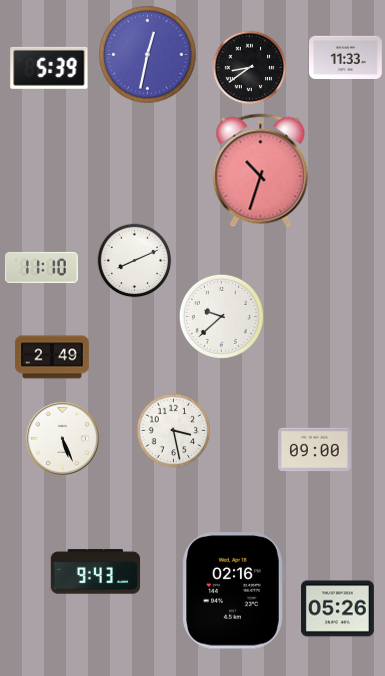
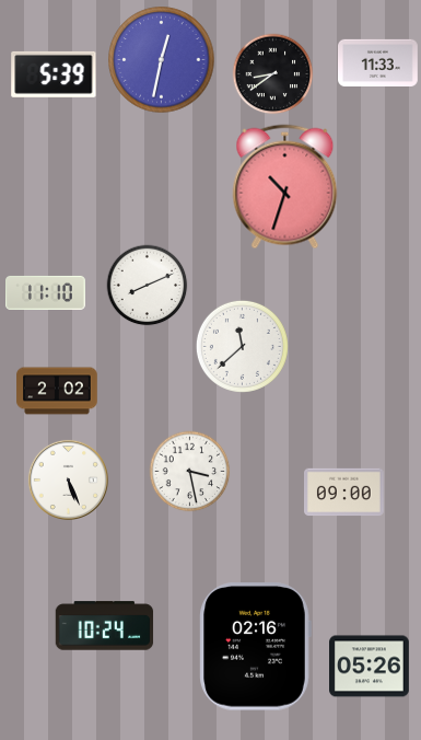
clock at (221, 316): 9:38 -> 11:38
clock at (52, 357): 2:49 -> 2:02
clock at (96, 572): 9:43 -> 10:24
